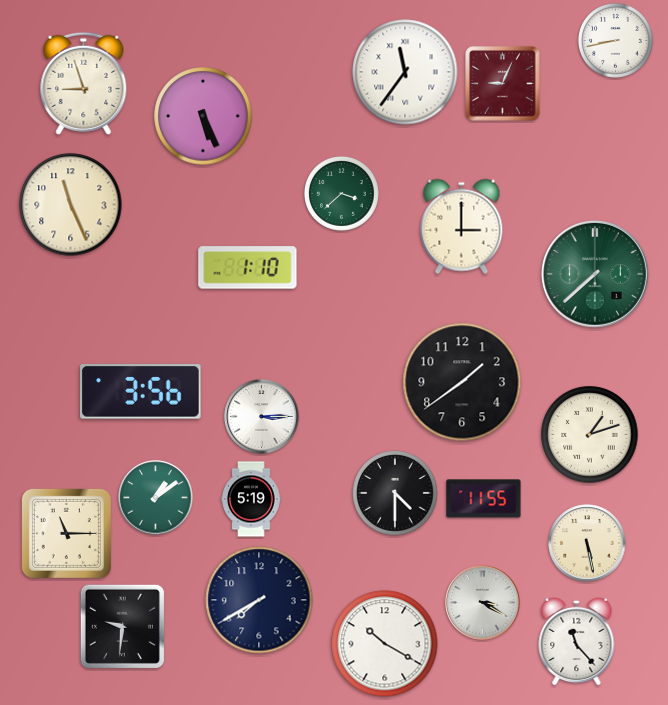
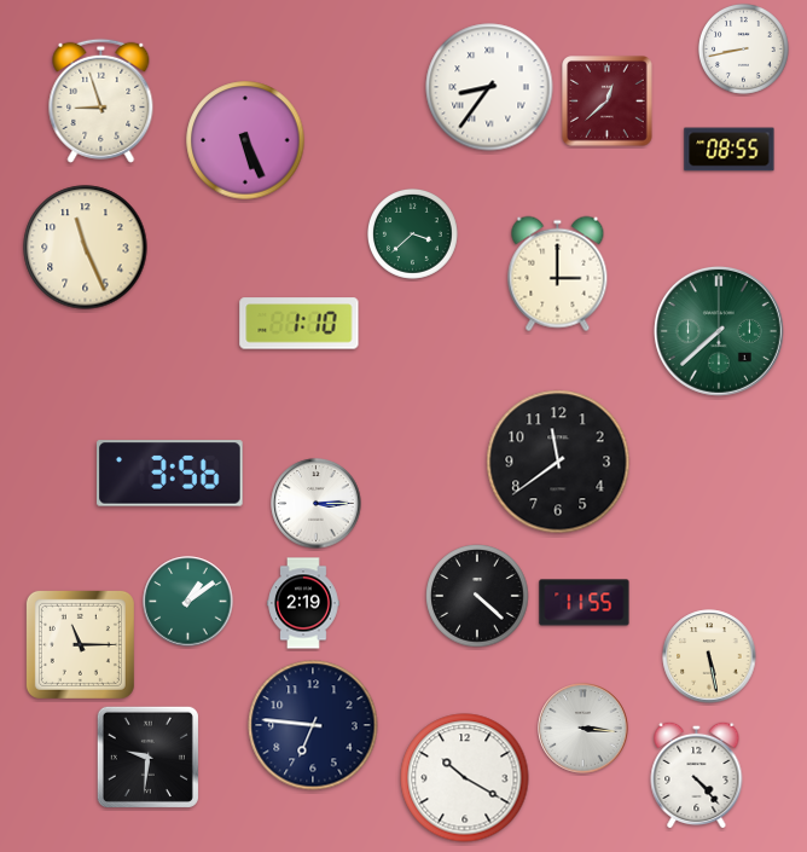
clock at (405, 72): 11:36 -> 8:36
clock at (503, 84): 9:04 -> 12:38
clock at (730, 150): none -> 08:55
clock at (462, 382): 1:39 -> 11:39
clock at (590, 435): 1:12 -> none
clock at (395, 493): 4:30 -> 4:22
clock at (251, 499): 5:19 -> 2:19
clock at (259, 600): 7:40 -> 6:46
clock at (483, 603): 3:20 -> 3:16
clock at (577, 641): 11:23 -> 4:23
